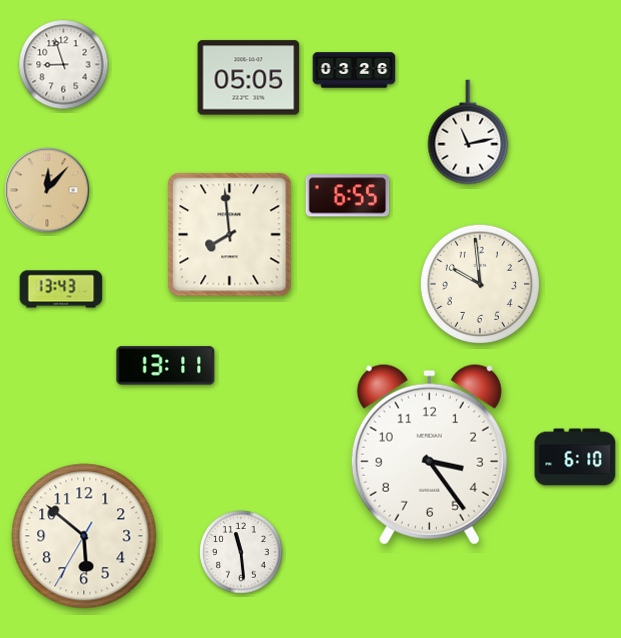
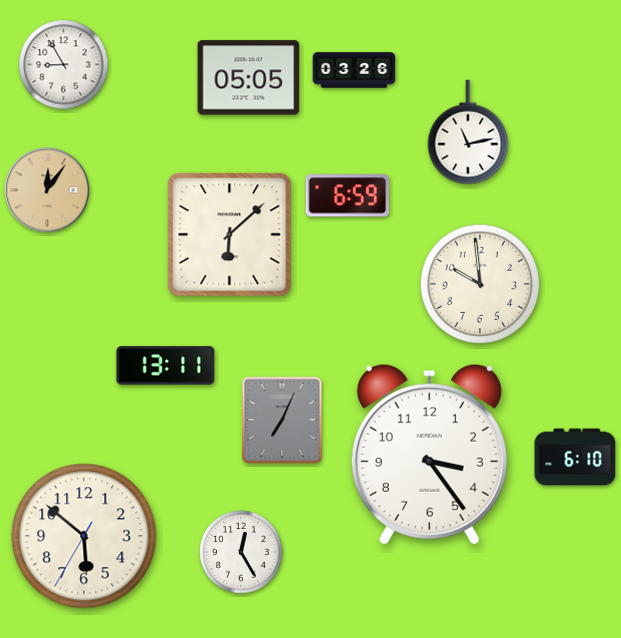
clock at (64, 65): 8:57 -> 8:55
clock at (47, 190): 12:07 -> 12:06
clock at (348, 196): 6:55 -> 6:59
clock at (230, 235): 7:59 -> 6:08
clock at (61, 289): 13:43 -> none
clock at (282, 420): none -> 7:04
clock at (241, 552): 11:29 -> 12:25
